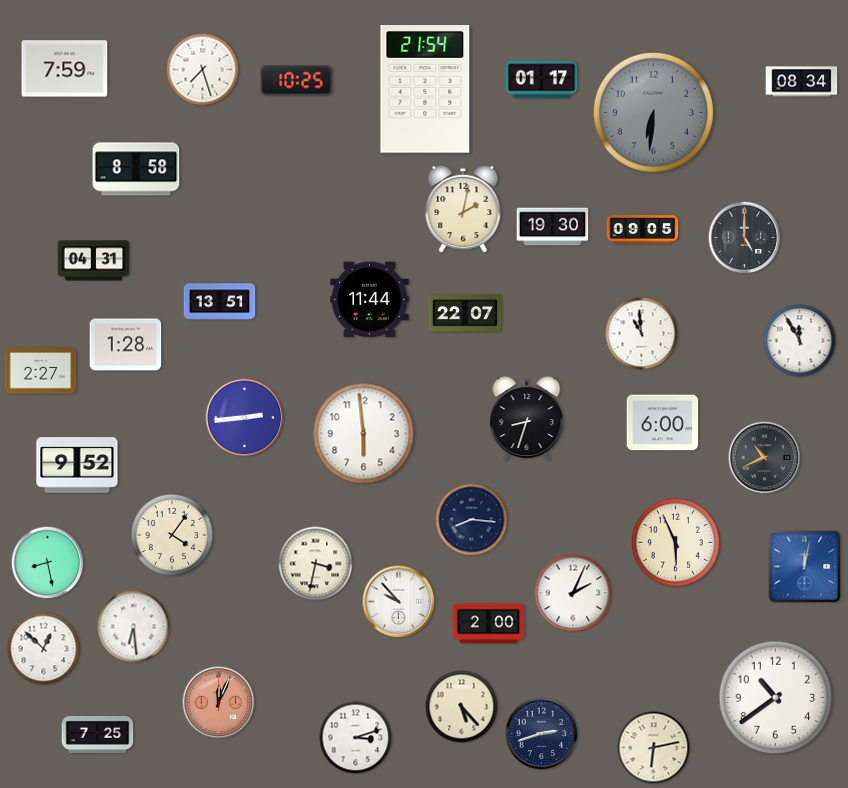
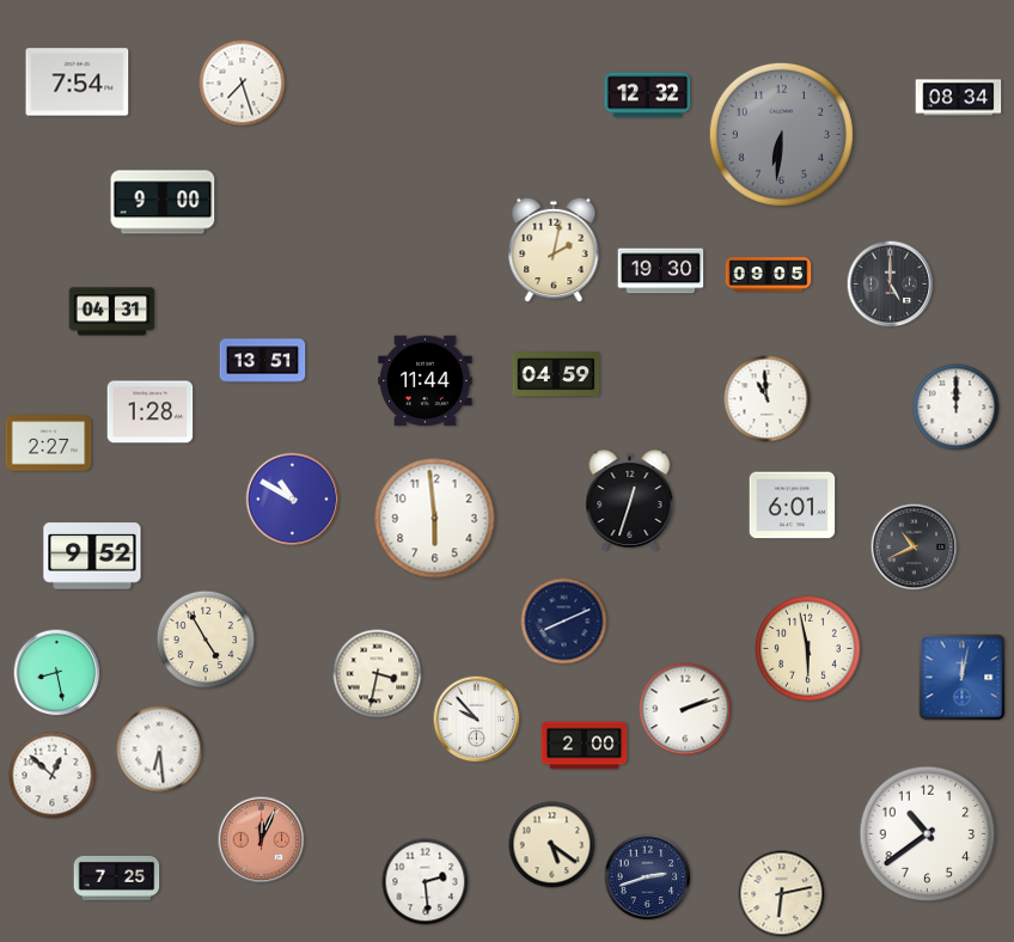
clock at (65, 69): 7:59 -> 7:54
clock at (542, 80): 01:17 -> 12:32
clock at (297, 81): 10:25 -> none
clock at (425, 90): 21:54 -> none
clock at (136, 169): 8:58 -> 9:00
clock at (370, 300) position: (370, 300) -> (426, 381)
clock at (465, 313): 22:07 -> 04:59
clock at (800, 341): 11:55 -> 12:00
clock at (245, 418): 2:44 -> 10:50
clock at (527, 418): 8:33 -> 12:33
clock at (663, 423): 6:00 -> 6:01
clock at (472, 520): 8:16 -> 8:11
clock at (172, 535): 4:06 -> 4:55
clock at (675, 542): 5:56 -> 5:58
clock at (573, 593): 2:04 -> 2:12
clock at (462, 707): 5:23 -> 5:21
clock at (356, 738): 3:12 -> 2:29
